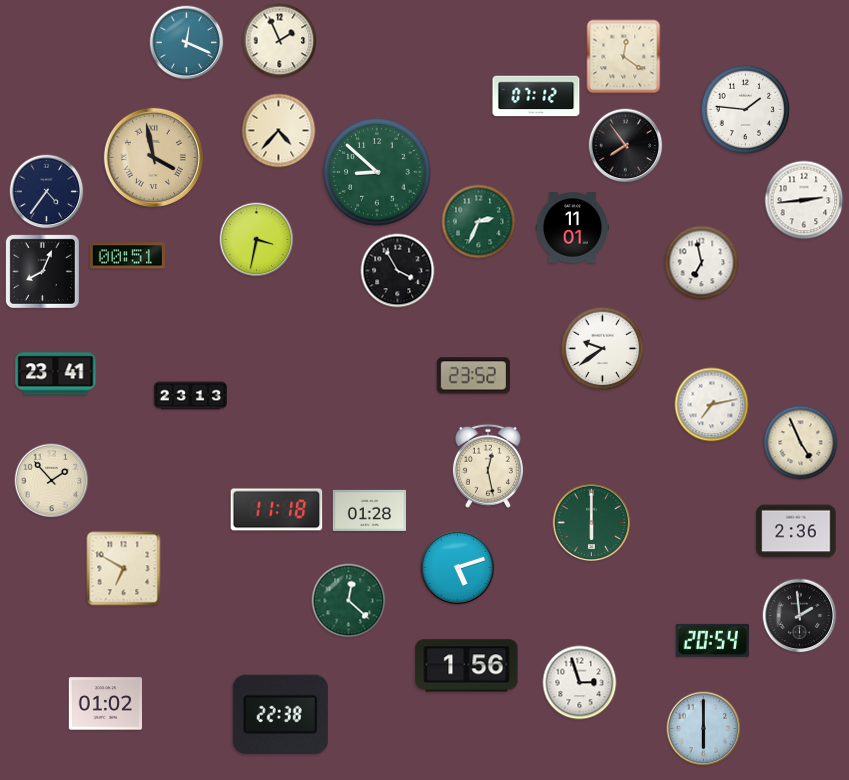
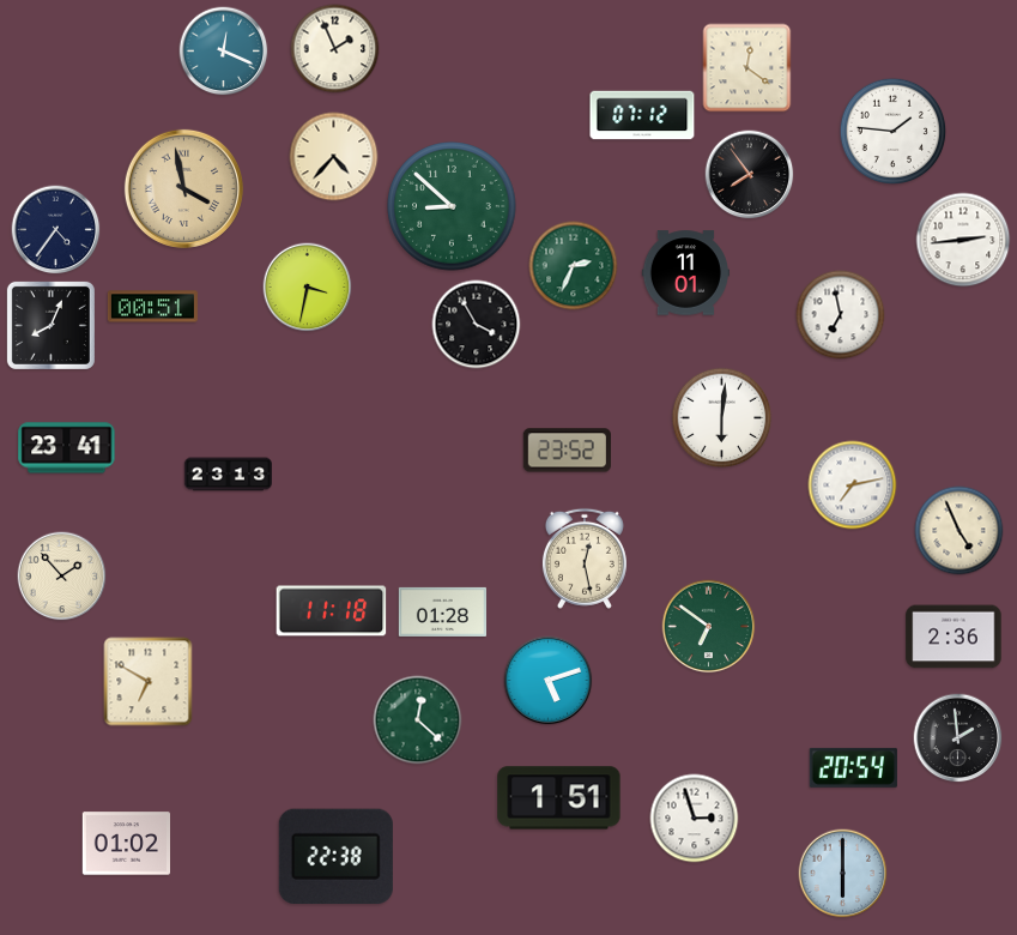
clock at (603, 349): 9:39 -> 6:01
clock at (592, 523): 6:00 -> 6:51
clock at (467, 666): 1:56 -> 1:51
